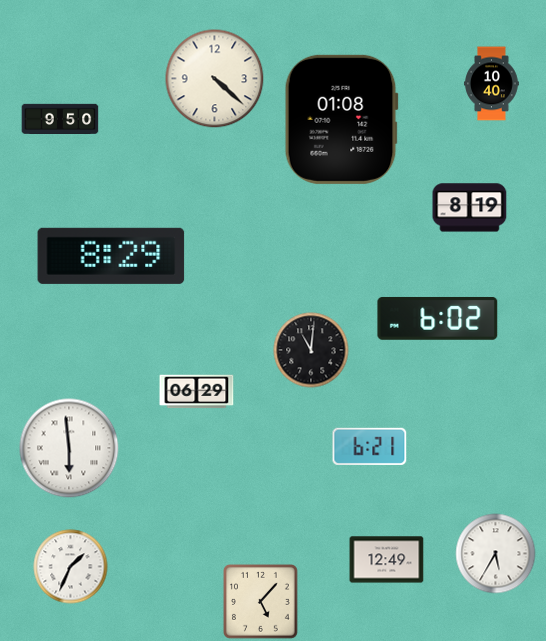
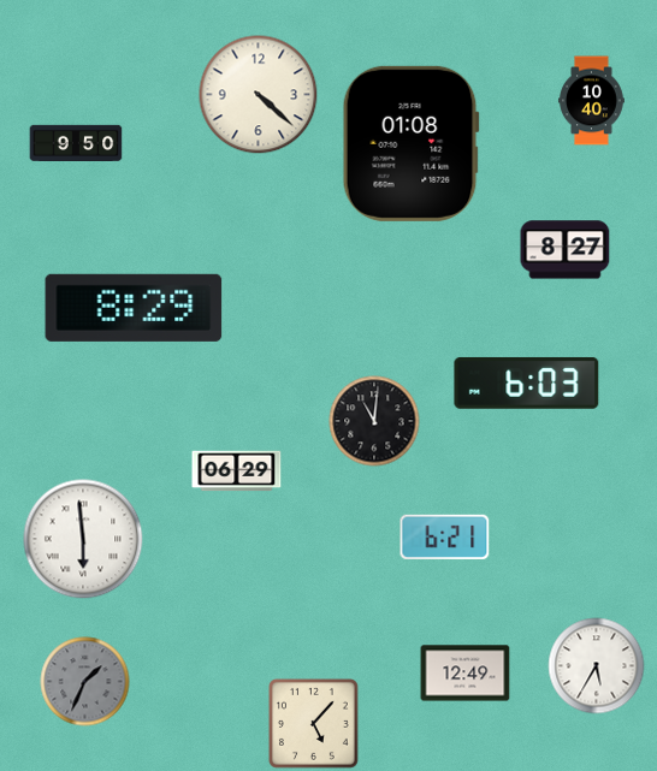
clock at (60, 119) position: (60, 119) -> (76, 143)
clock at (470, 208): 8:19 -> 8:27
clock at (438, 318): 6:02 -> 6:03
clock at (71, 567) dial: white -> grey
